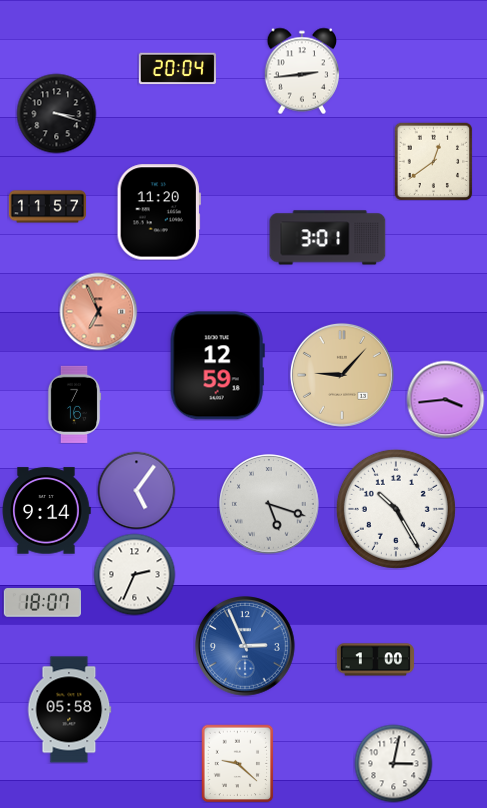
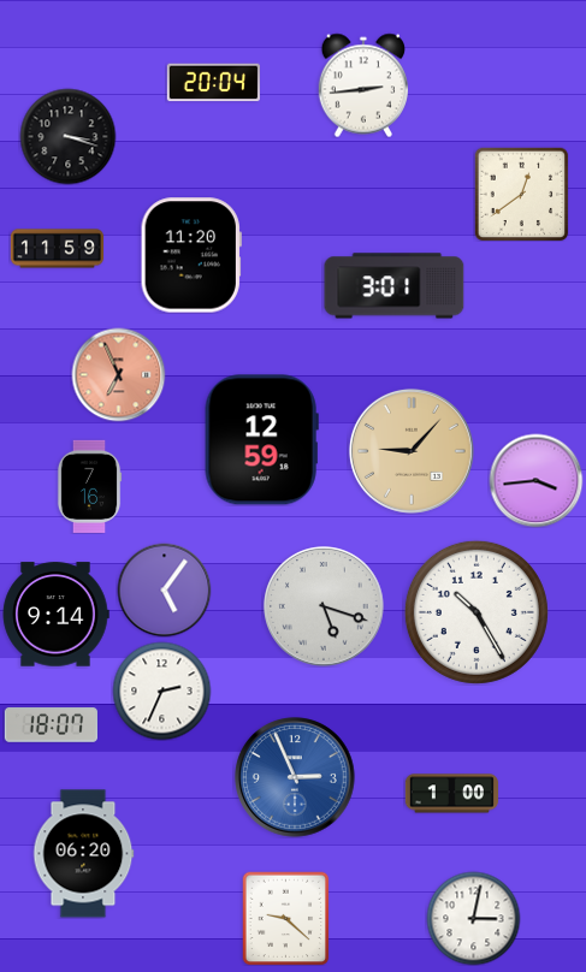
clock at (47, 207): 11:57 -> 11:59
clock at (70, 710): 05:58 -> 06:20
